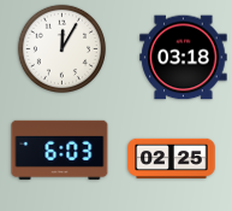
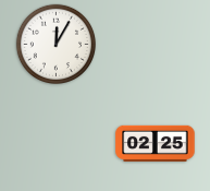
clock at (184, 58): 03:18 -> none
clock at (60, 150): 6:03 -> none
